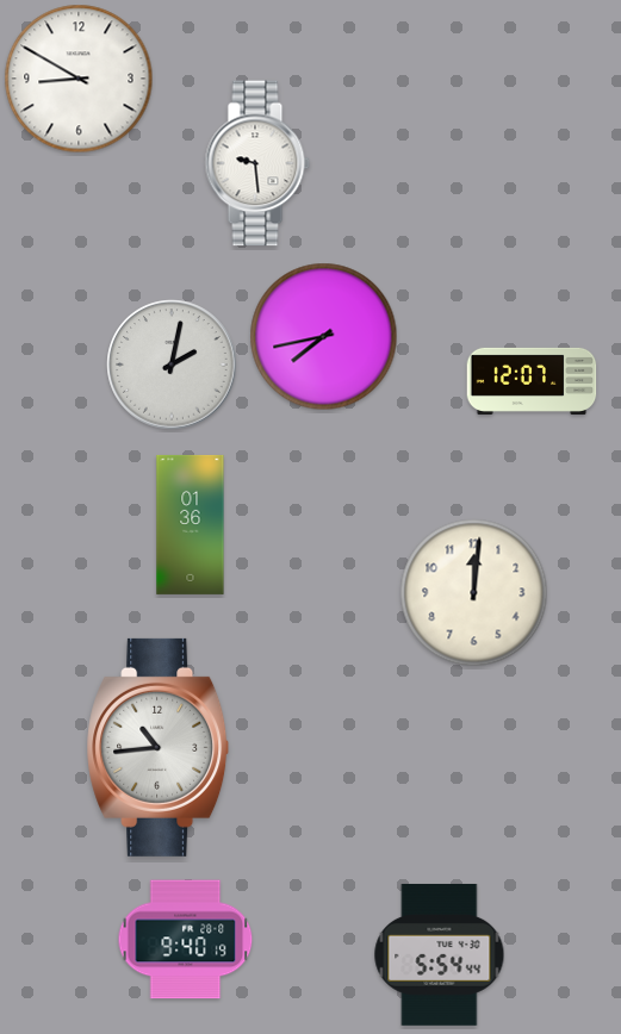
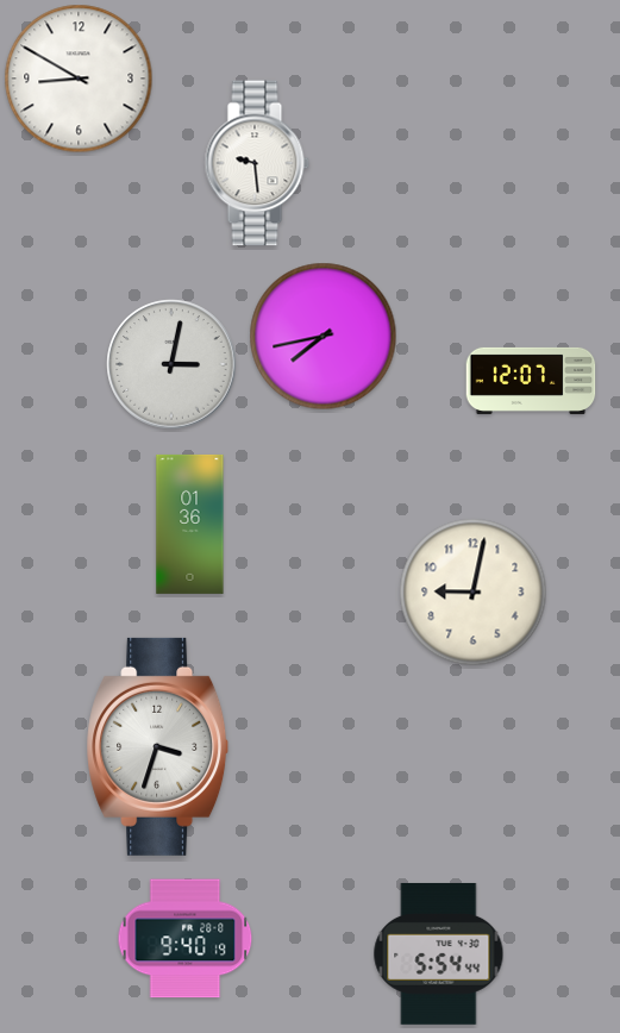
clock at (172, 365): 2:02 -> 3:02
clock at (474, 593): 12:01 -> 9:02
clock at (159, 747): 10:44 -> 3:33
